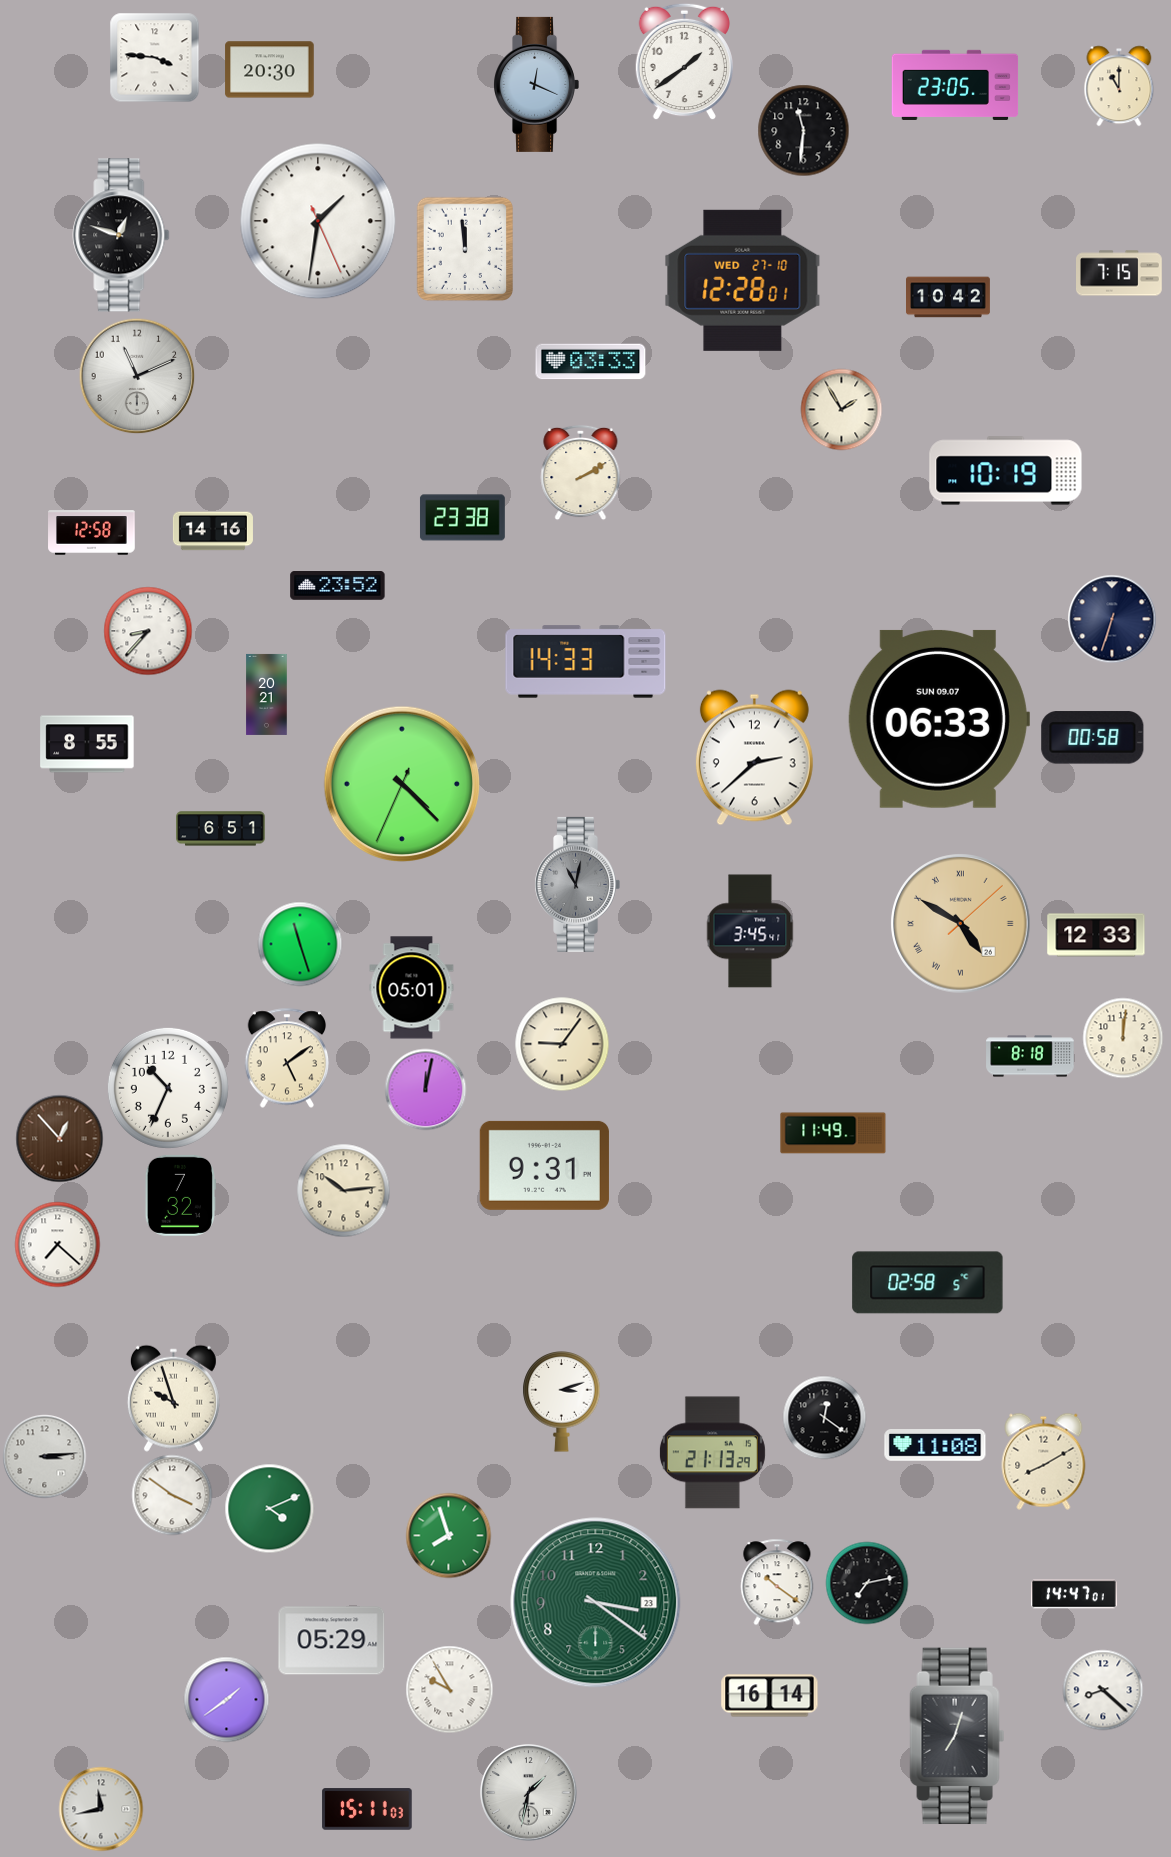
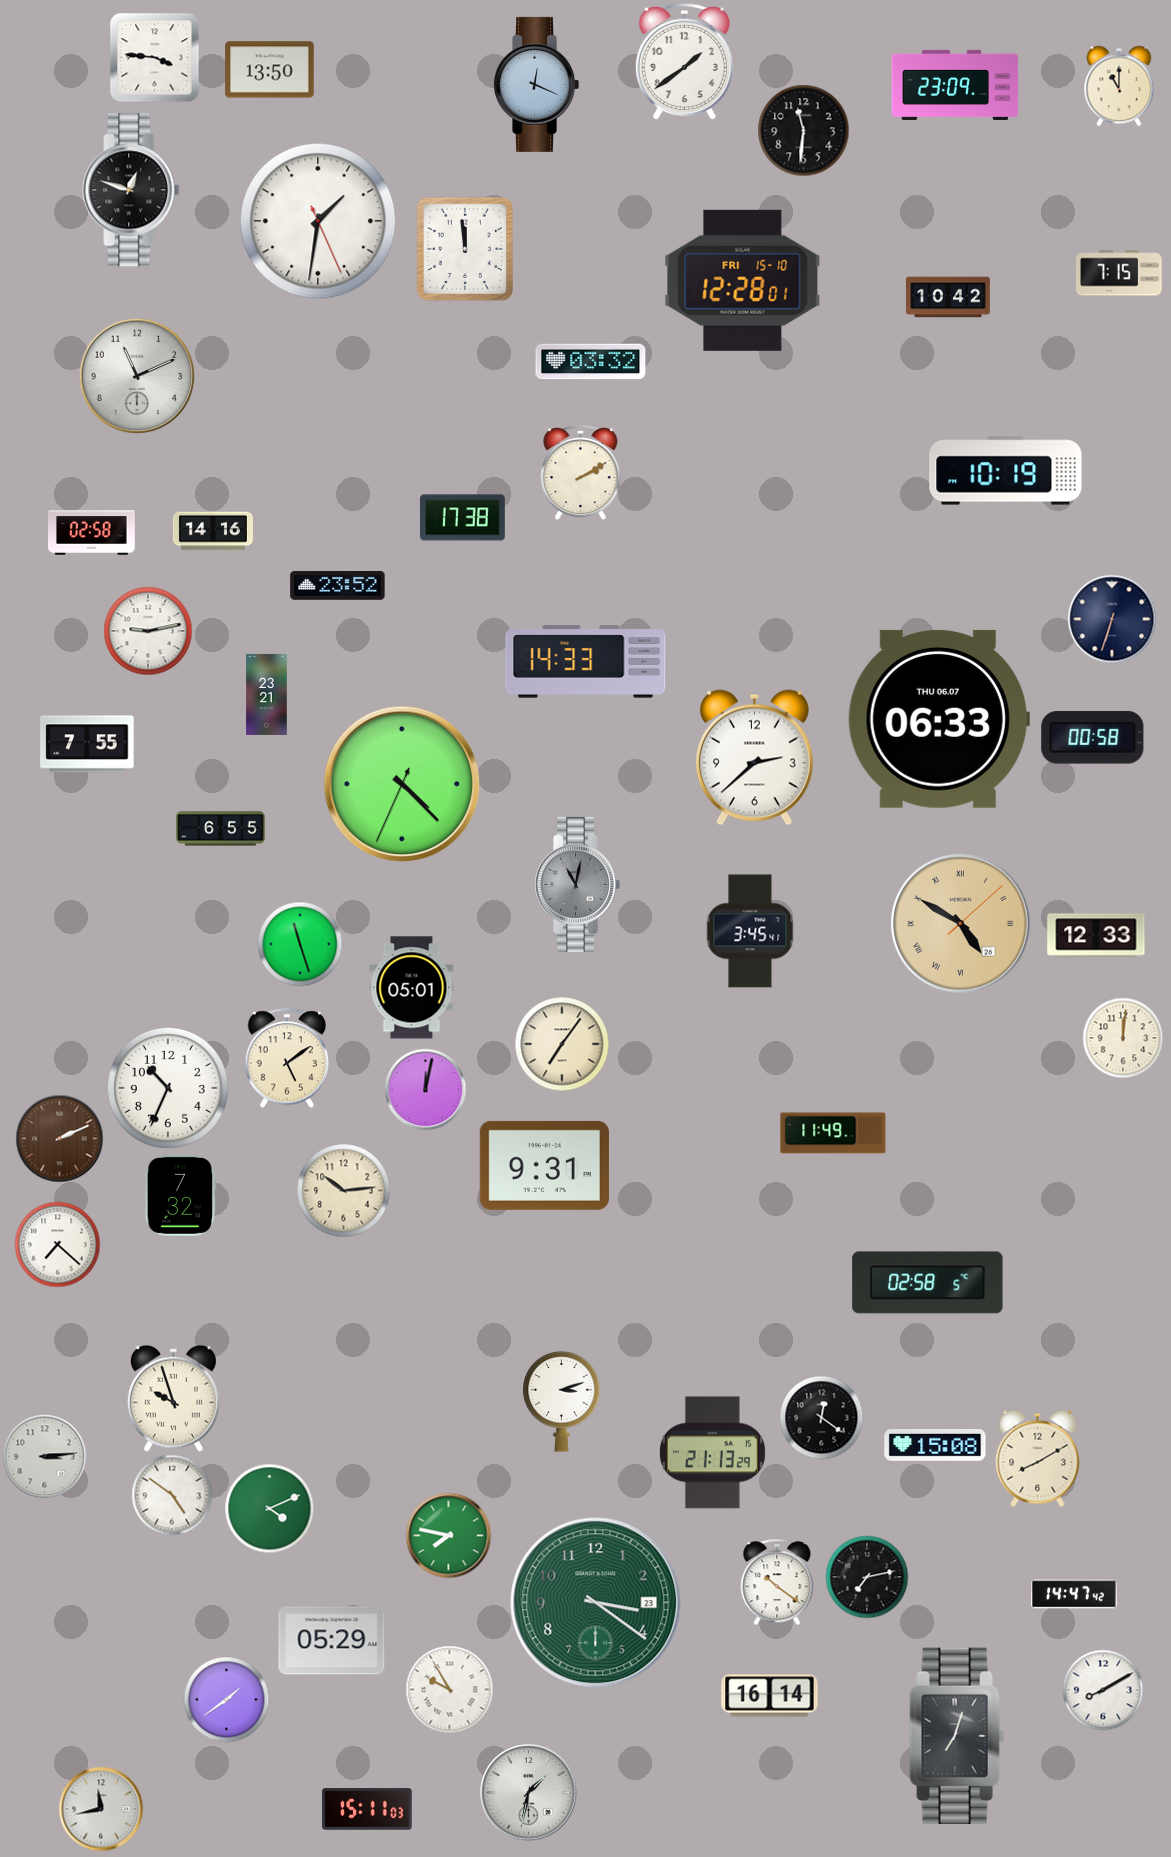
clock at (270, 70): 20:30 -> 13:50
clock at (955, 85): 23:05 -> 23:09
clock at (121, 235) position: (121, 235) -> (131, 190)
clock at (743, 280) date: WED 27-10 -> FRI 15-10
clock at (591, 362): 03:33 -> 03:32
clock at (841, 409): 1:55 -> none
clock at (462, 518): 23:38 -> 17:38
clock at (92, 533): 12:58 -> 02:58
clock at (148, 631): 8:37 -> 9:13
clock at (267, 694): 20:21 -> 23:21
clock at (939, 719) date: SUN 09.07 -> THU 06.07
clock at (87, 744): 8:55 -> 7:55
clock at (221, 829): 6:51 -> 6:55
clock at (562, 1044): 9:06 -> 7:06
clock at (1030, 1056): 8:18 -> none
clock at (59, 1138): 12:53 -> 2:11
clock at (824, 1417) position: (824, 1417) -> (821, 1417)
clock at (935, 1446): 11:08 -> 15:08
clock at (1044, 1461) position: (1044, 1461) -> (1038, 1458)
clock at (172, 1495): 3:51 -> 4:51
clock at (448, 1535): 7:57 -> 7:47
clock at (867, 1583) position: (867, 1583) -> (867, 1577)
clock at (1075, 1594): 14:47:01 -> 14:47:42
clock at (1103, 1690): 8:22 -> 8:10
